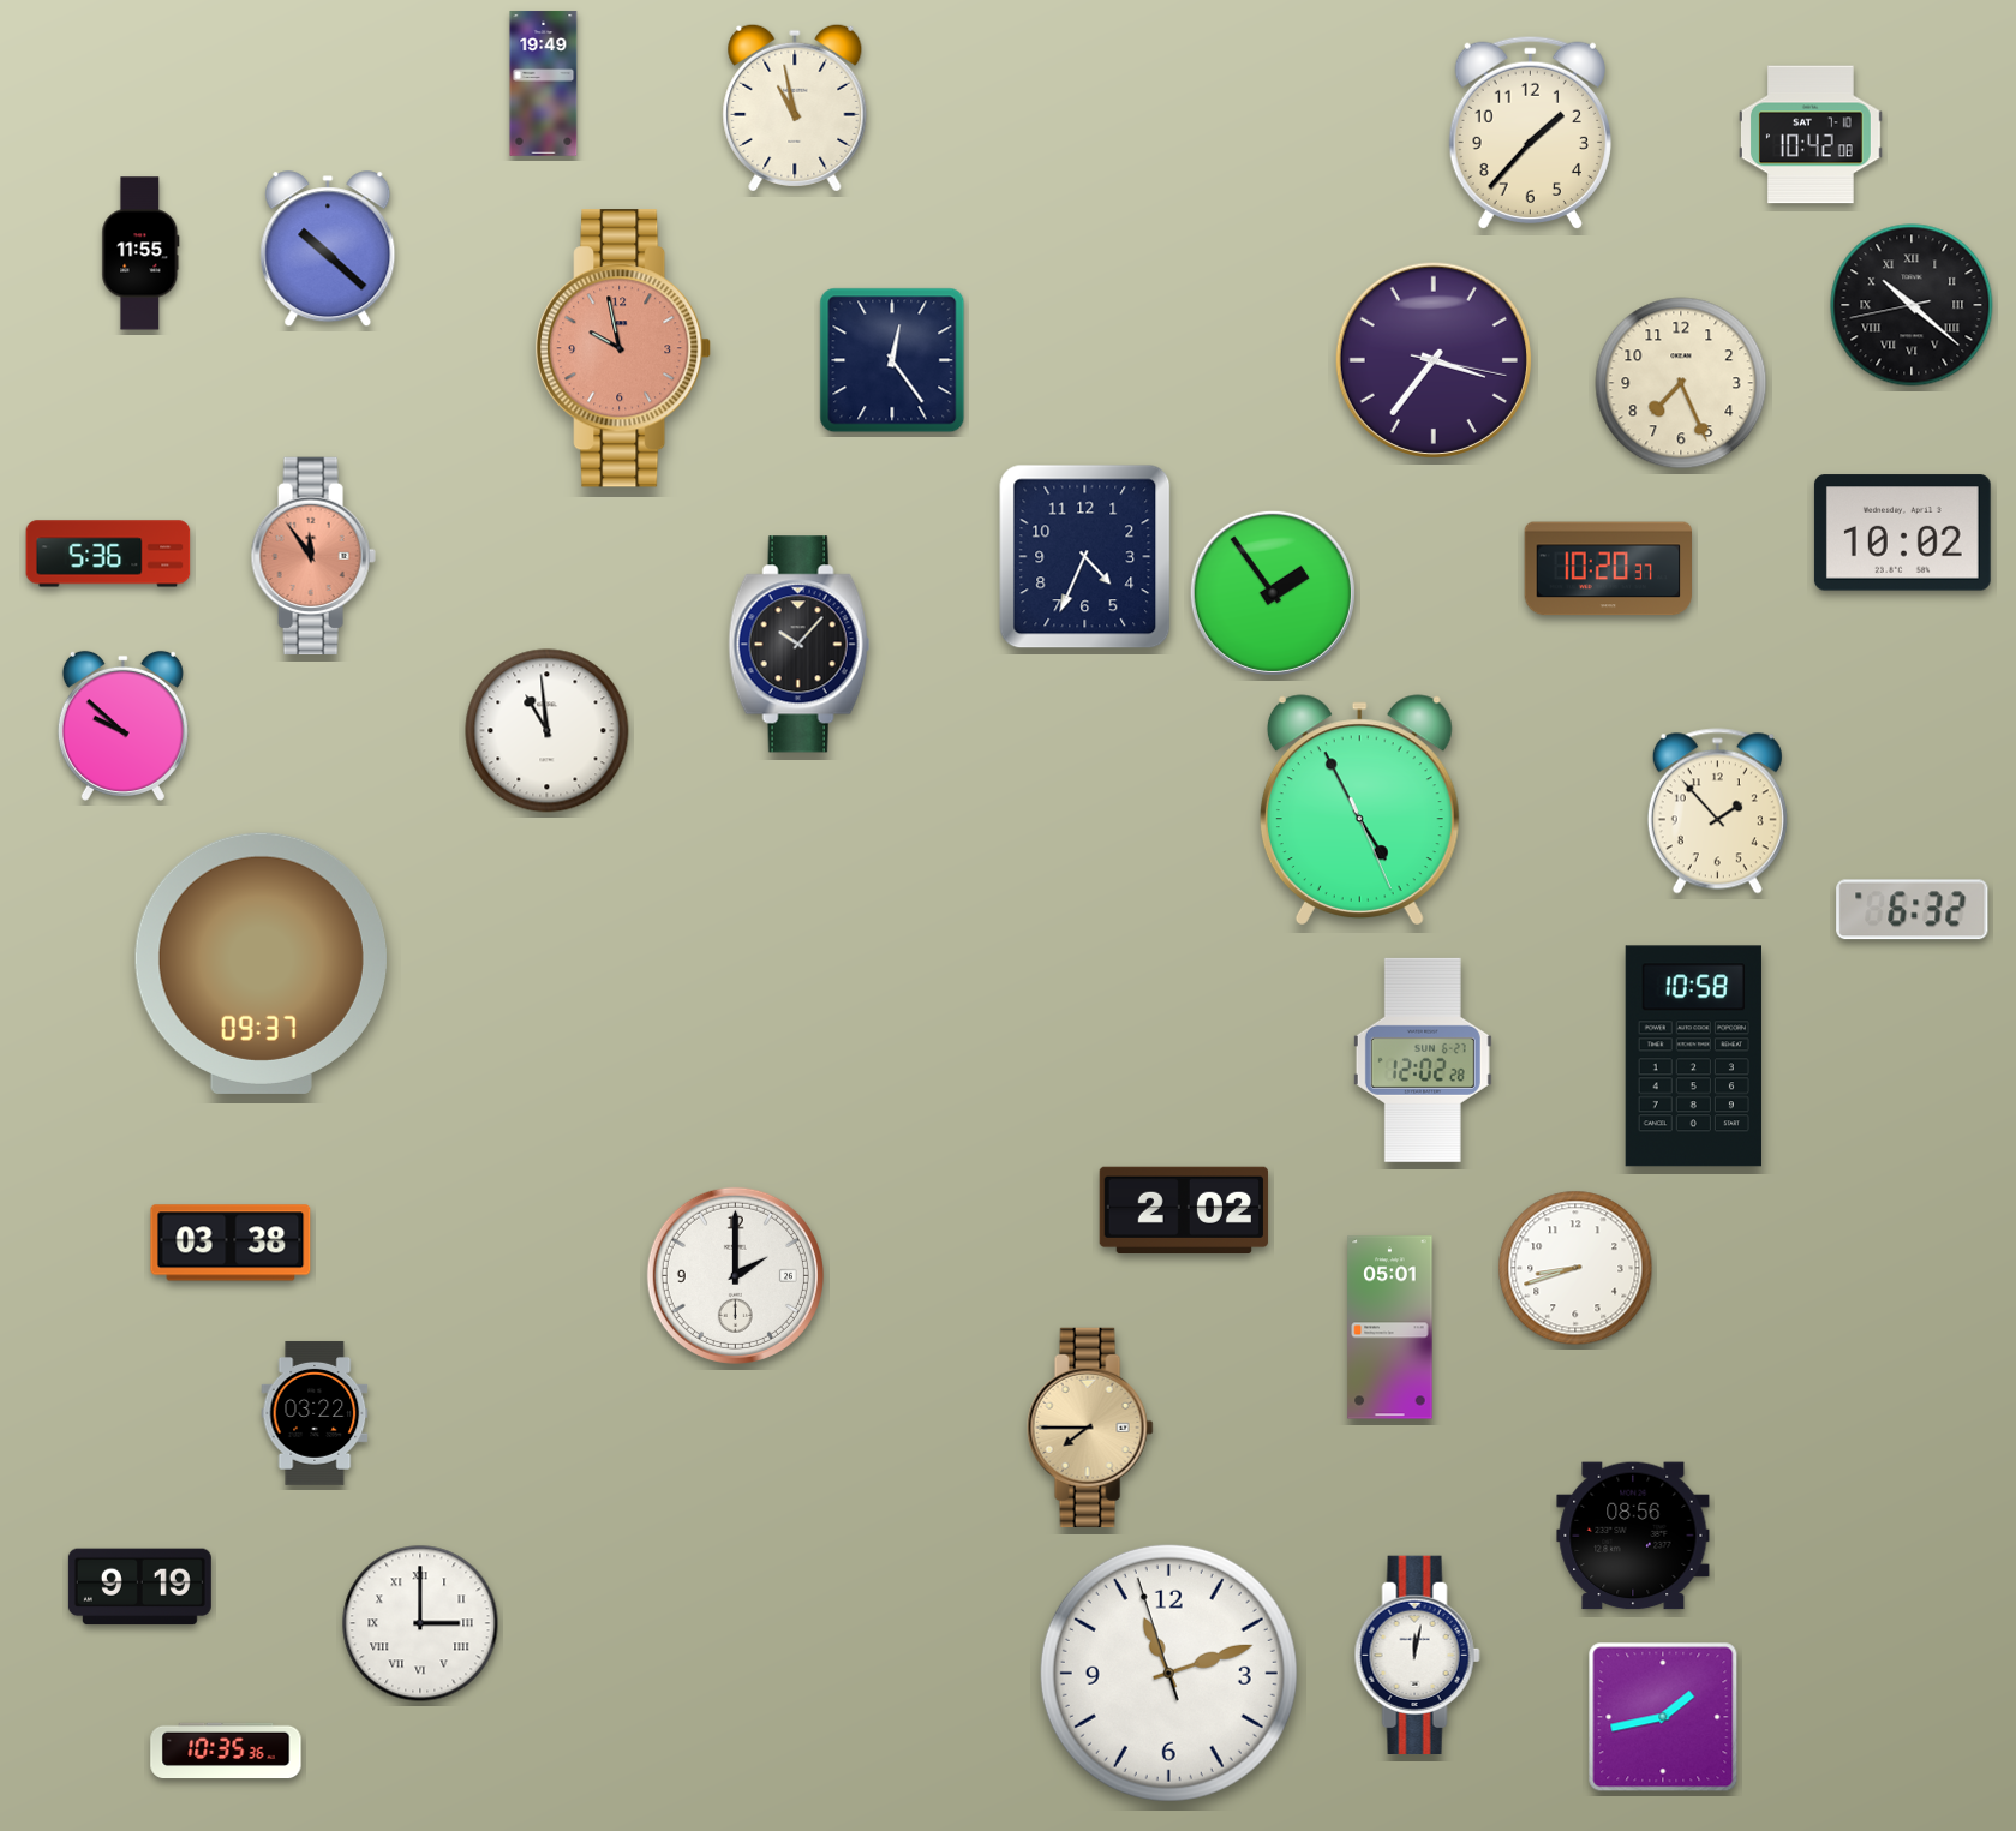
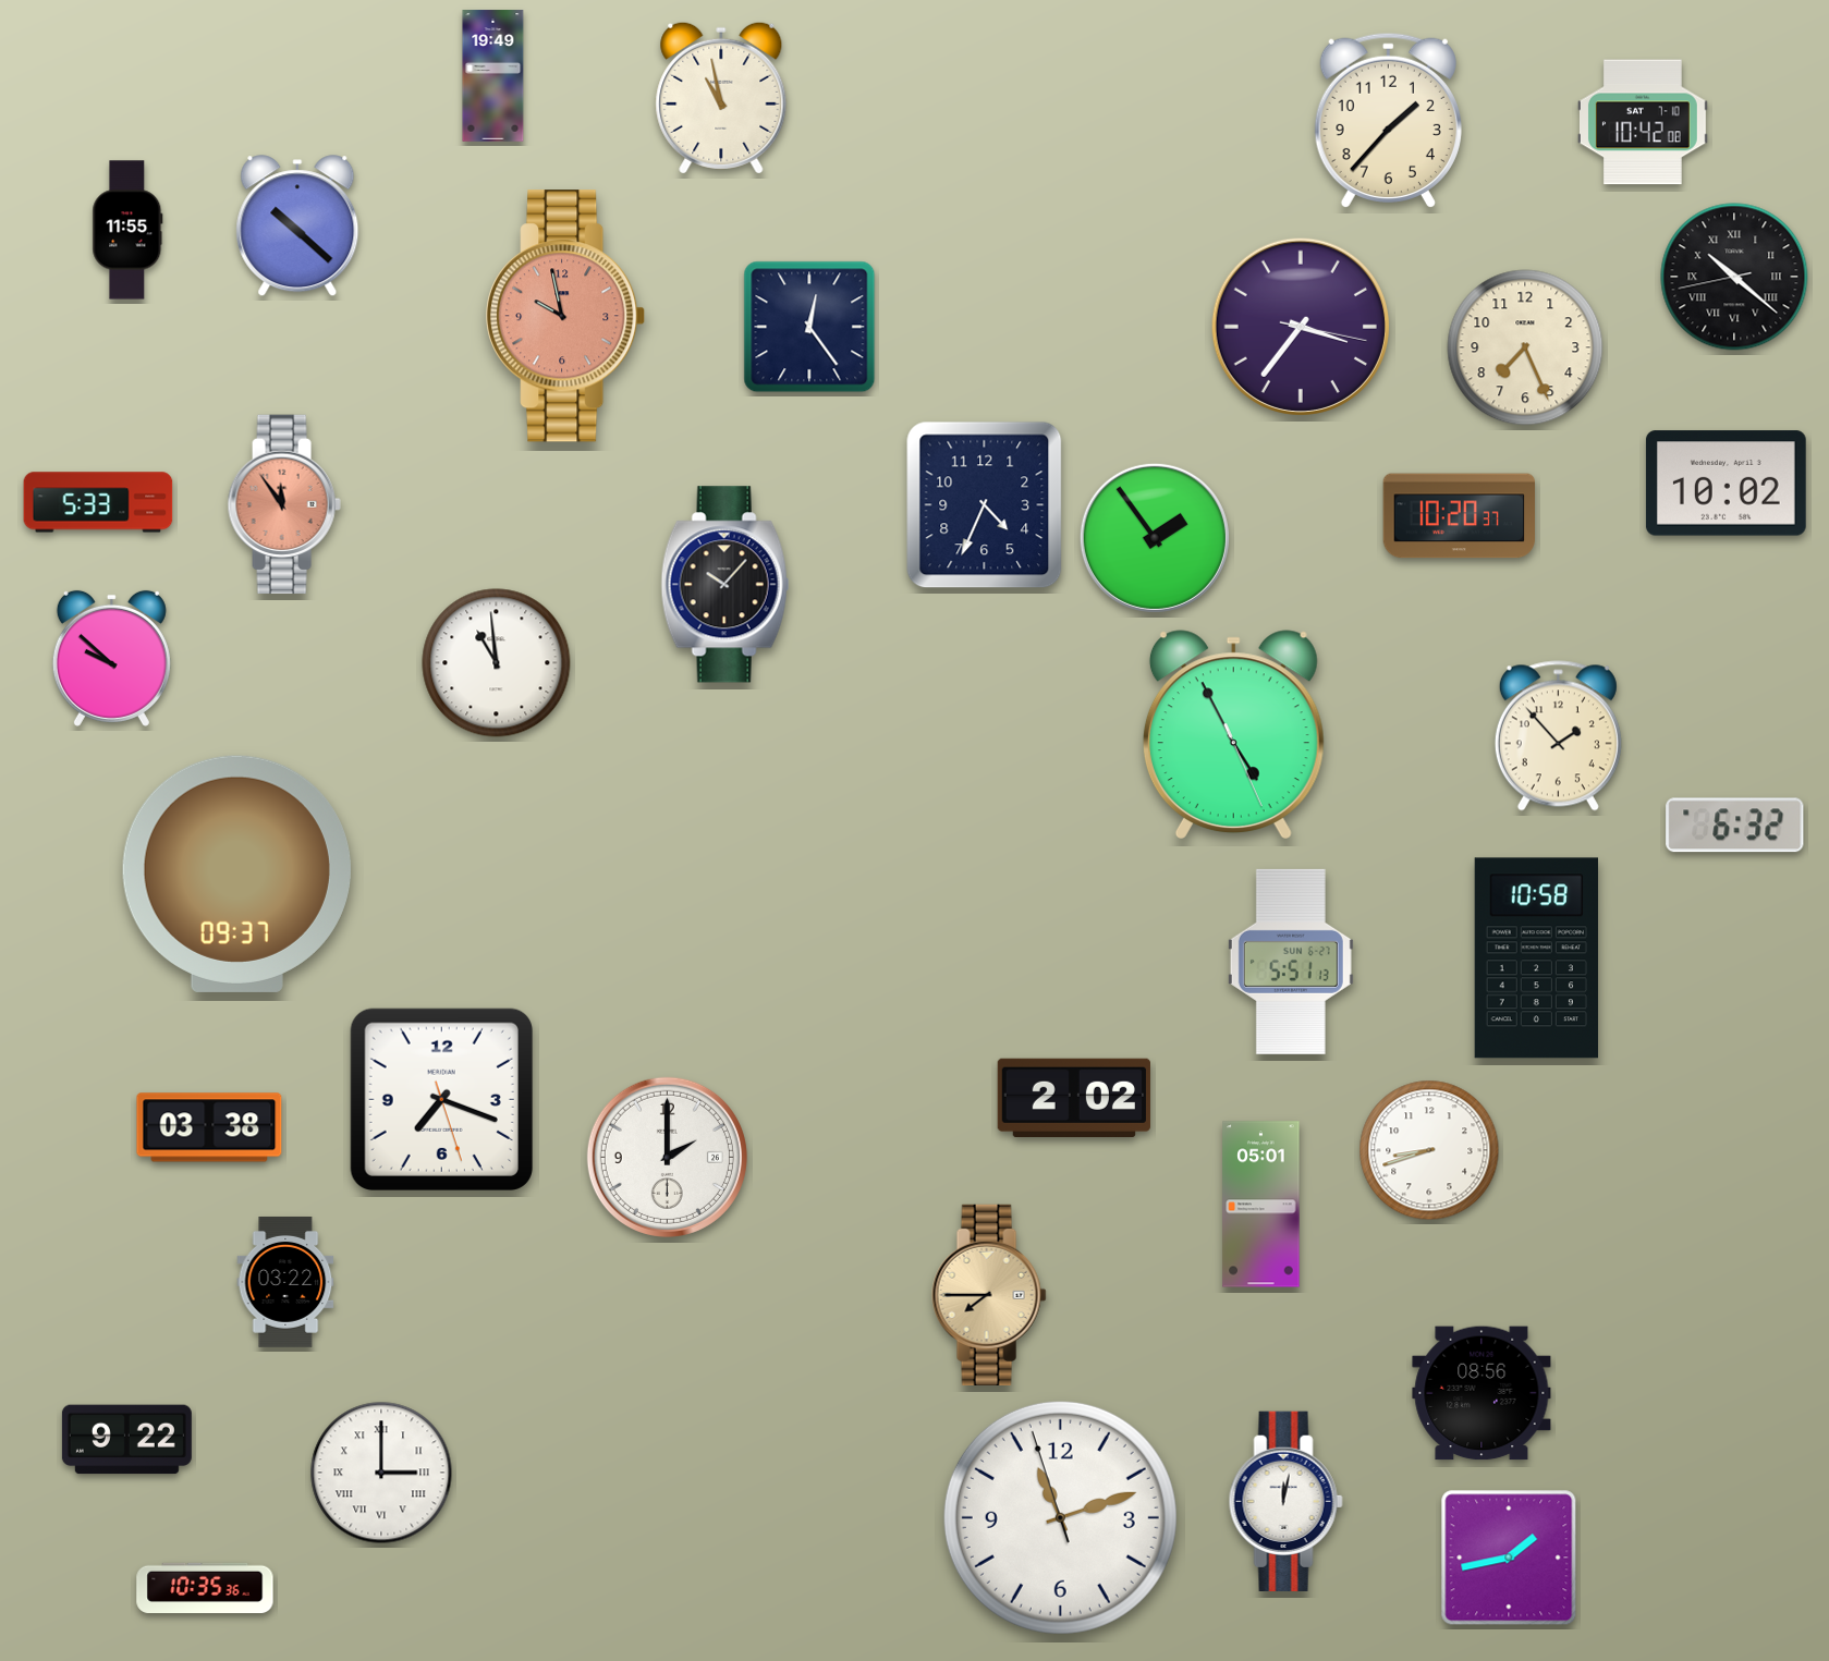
clock at (108, 554): 5:36 -> 5:33
clock at (1423, 1060): 12:02 -> 5:51
clock at (441, 1099): none -> 7:18
clock at (139, 1587): 9:19 -> 9:22
